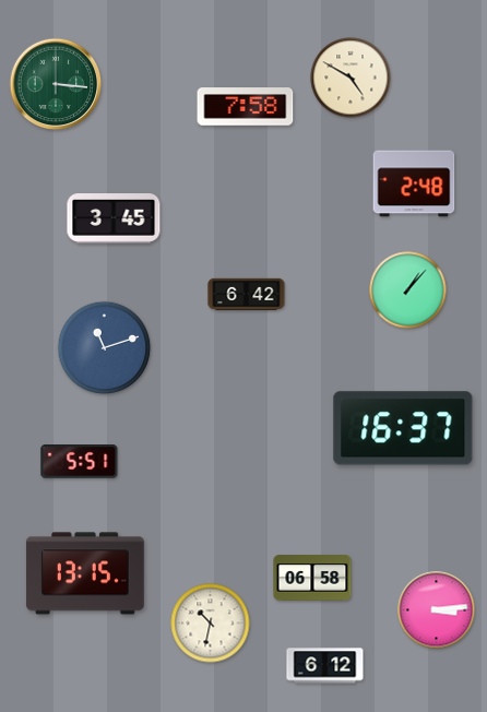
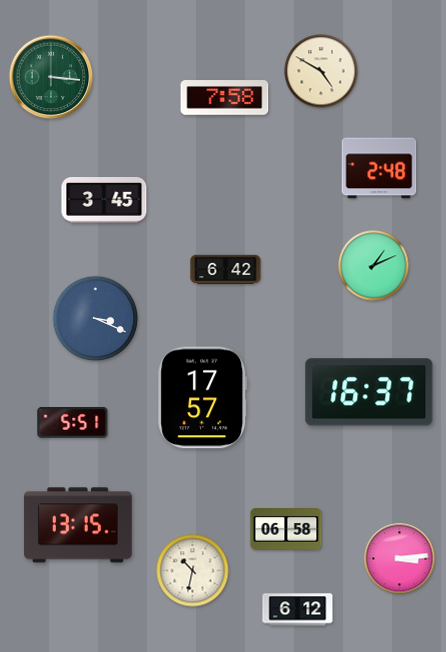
clock at (408, 290): 1:07 -> 1:11
clock at (105, 348): 11:12 -> 3:19
clock at (203, 398): none -> 17:57
